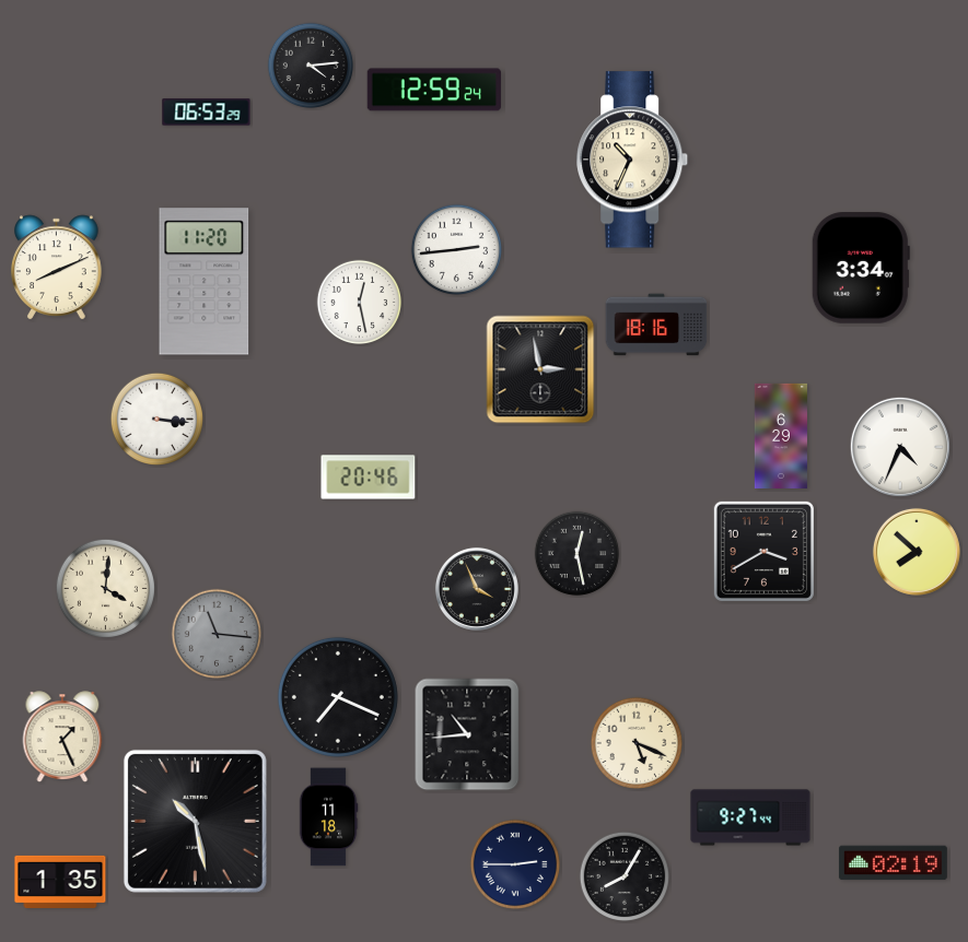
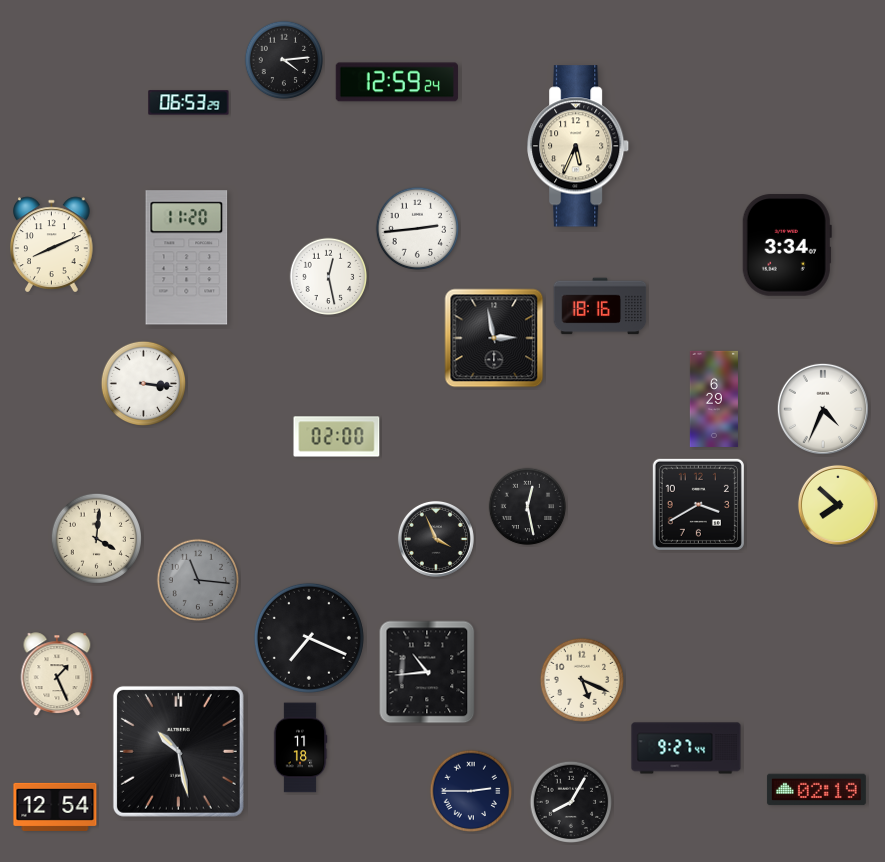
clock at (633, 160): 10:34 -> 5:34
clock at (656, 325) position: (656, 325) -> (600, 306)
clock at (369, 478): 20:46 -> 02:00
clock at (60, 882): 1:35 -> 12:54
